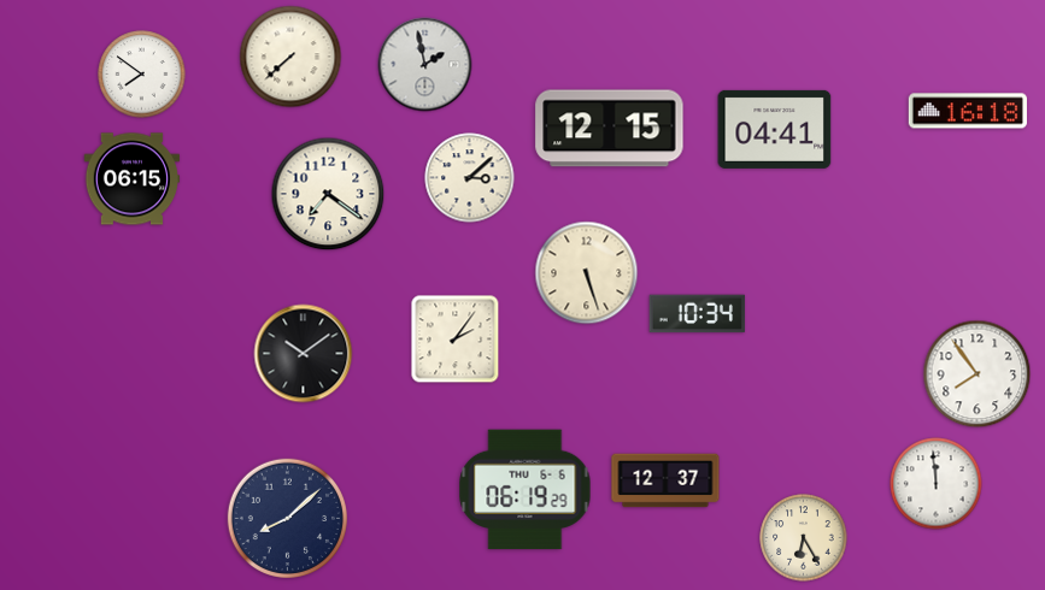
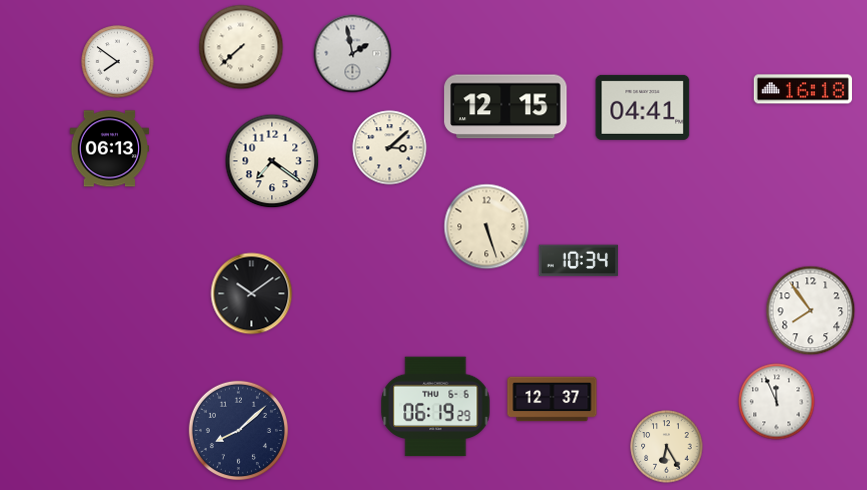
clock at (968, 111) position: (968, 111) -> (803, 89)
clock at (133, 179): 06:15 -> 06:13
clock at (456, 340): 2:06 -> none
clock at (937, 484): 11:59 -> 11:56
